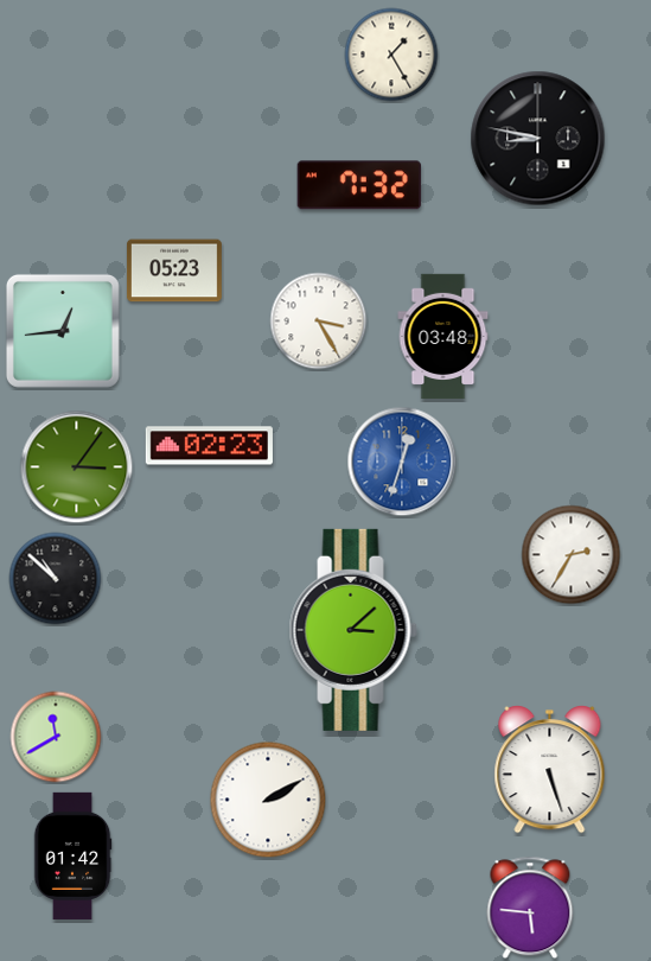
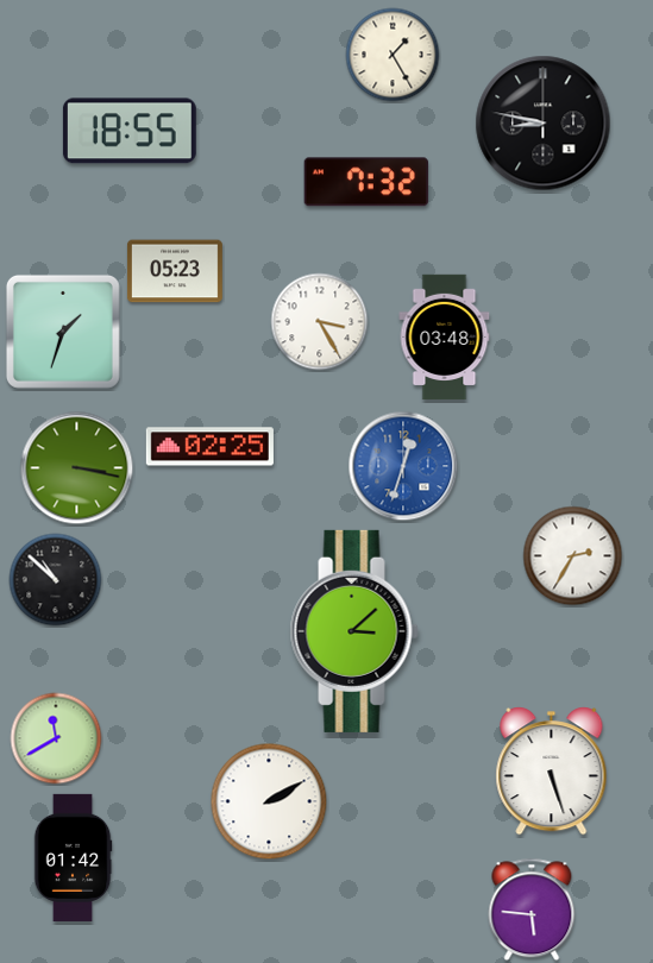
clock at (130, 131): none -> 18:55
clock at (538, 139) position: (538, 139) -> (544, 124)
clock at (359, 185) position: (359, 185) -> (366, 182)
clock at (63, 331): 12:44 -> 1:33
clock at (209, 446): 02:23 -> 02:25
clock at (402, 462) position: (402, 462) -> (403, 466)
clock at (77, 467): 3:06 -> 3:17
